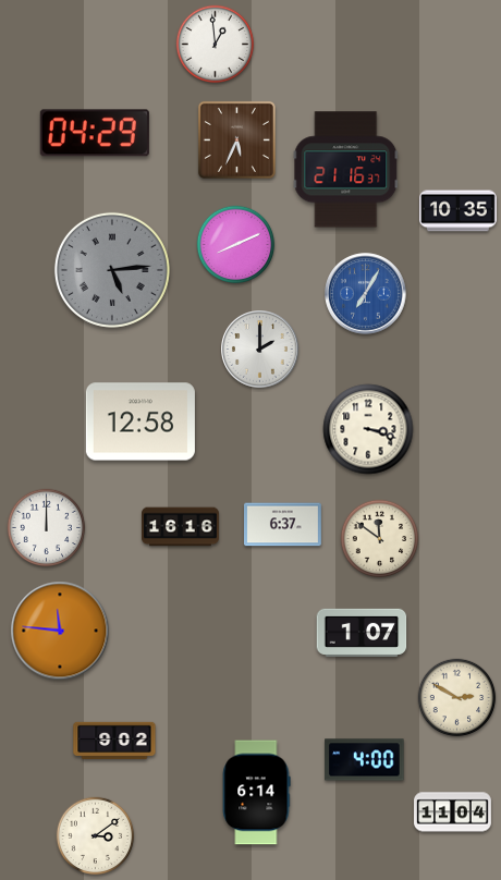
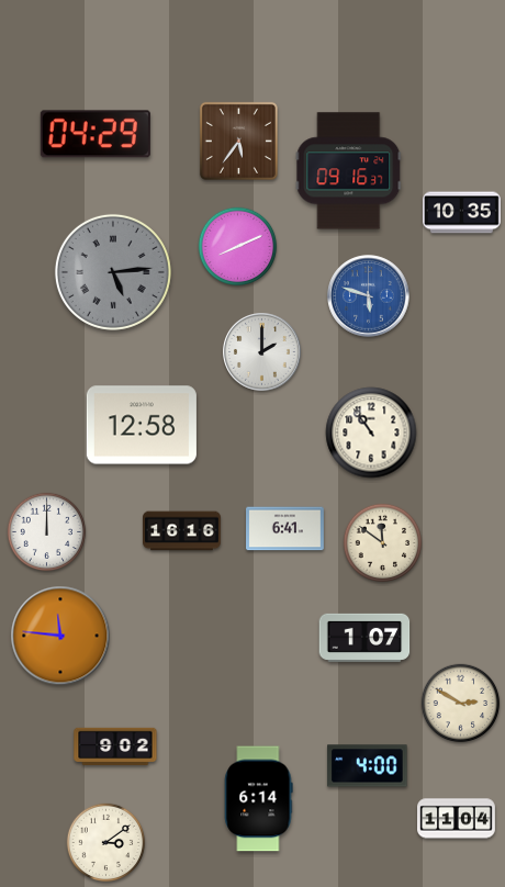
clock at (216, 45): 12:59 -> none
clock at (236, 139): 5:34 -> 5:36
clock at (346, 170): 21:16 -> 09:16
clock at (366, 294): 7:05 -> 5:48
clock at (368, 429): 3:18 -> 10:54
clock at (283, 525): 6:37 -> 6:41
clock at (96, 836) position: (96, 836) -> (106, 843)
